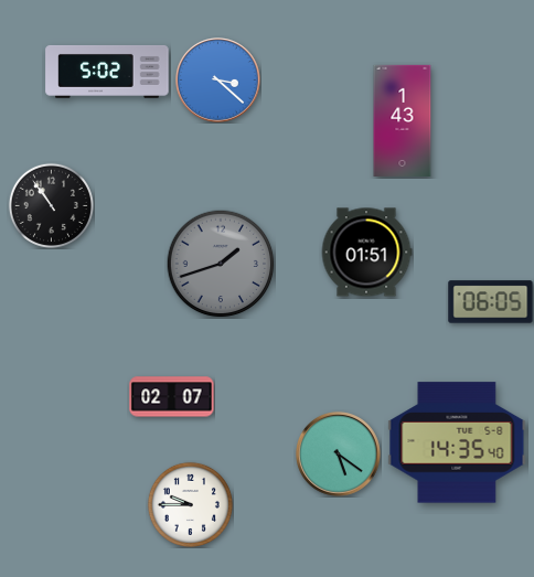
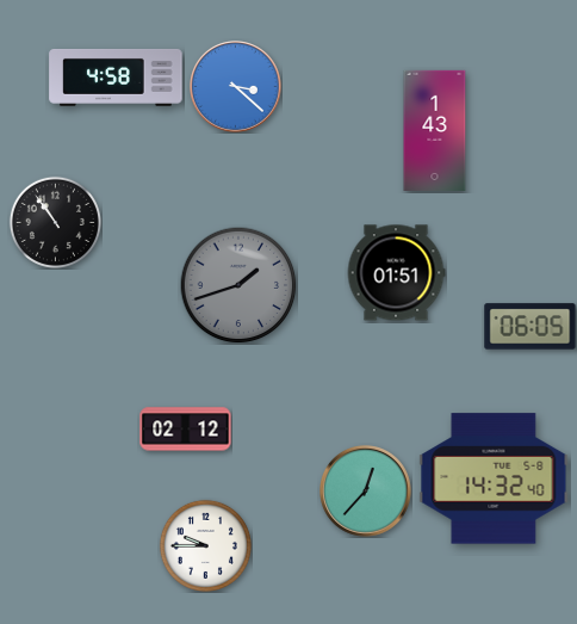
clock at (107, 72): 5:02 -> 4:58
clock at (172, 397): 02:07 -> 02:12
clock at (457, 442): 14:35 -> 14:32
clock at (339, 455): 5:21 -> 12:37
